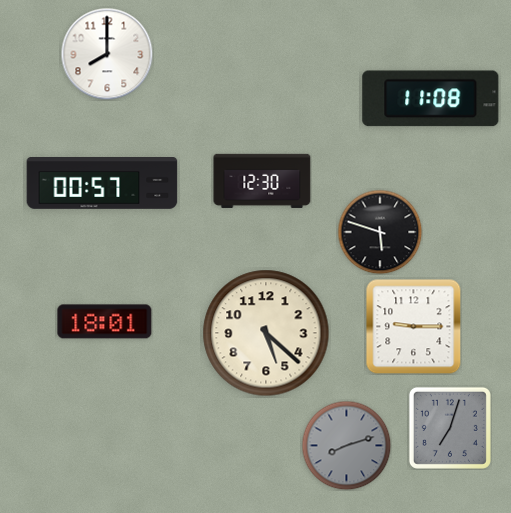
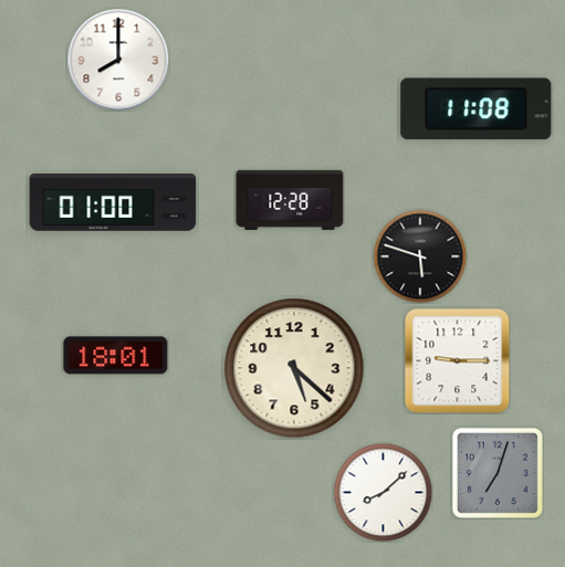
clock at (262, 181): 12:30 -> 12:28
clock at (102, 184): 00:57 -> 01:00
clock at (346, 445): 8:12 -> 8:08
clock at (346, 445) dial: grey -> white
